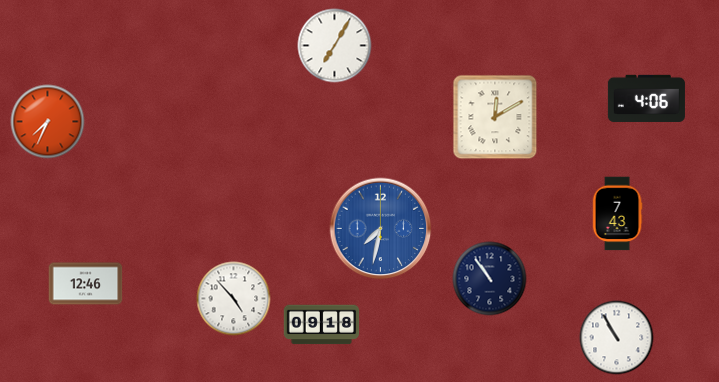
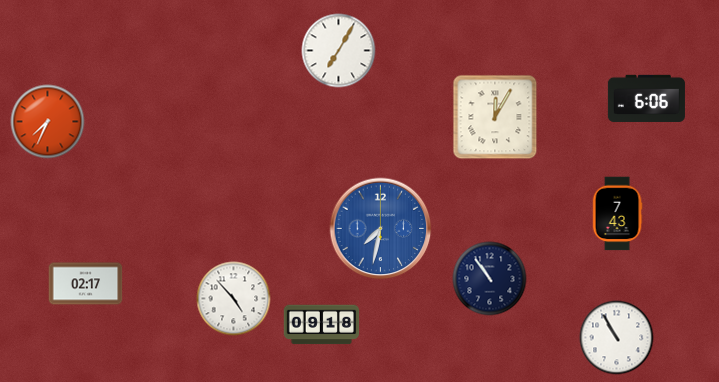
clock at (335, 46) position: (335, 46) -> (339, 51)
clock at (646, 98): 4:06 -> 6:06
clock at (495, 117): 12:10 -> 12:05
clock at (86, 284): 12:46 -> 02:17
